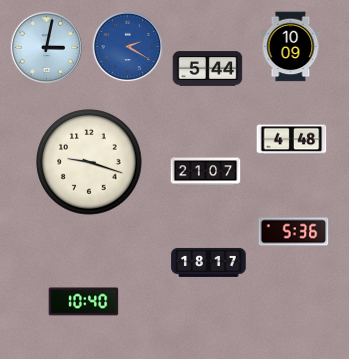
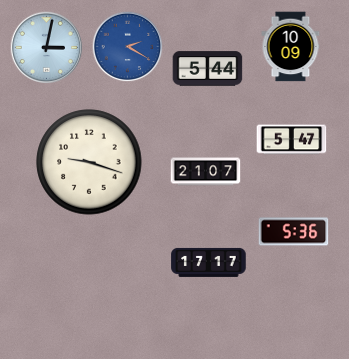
clock at (292, 140): 4:48 -> 5:47
clock at (209, 262): 18:17 -> 17:17
clock at (84, 302): 10:40 -> none
